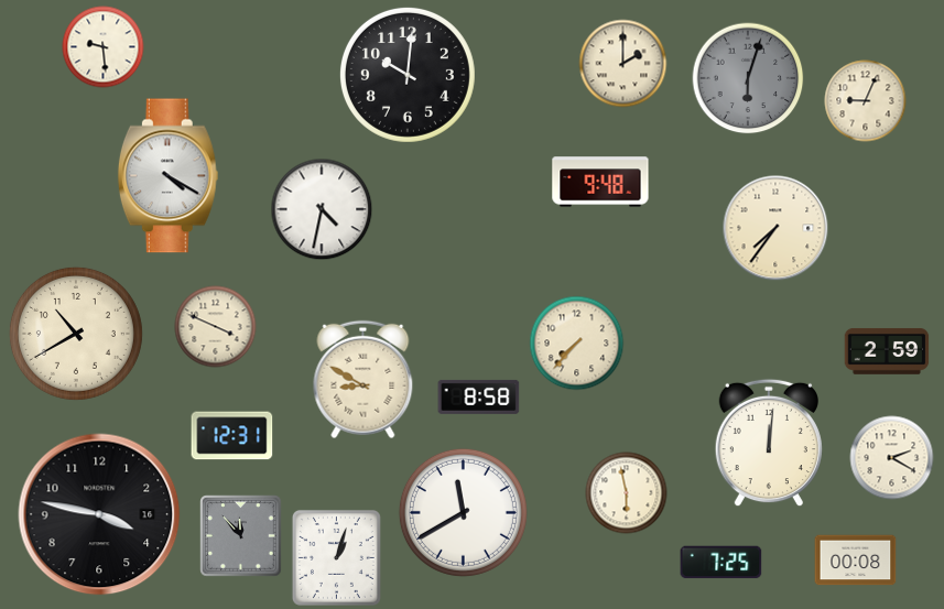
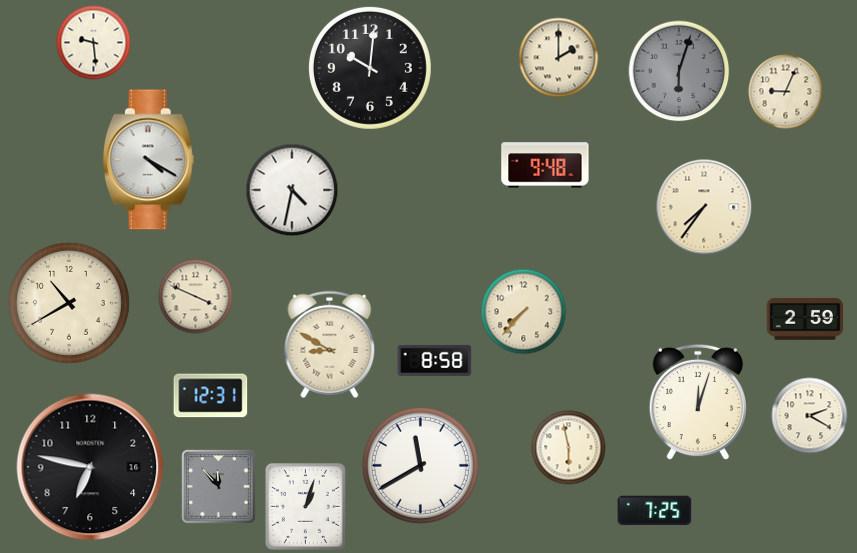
clock at (623, 64) position: (623, 64) -> (559, 58)
clock at (167, 176) position: (167, 176) -> (148, 160)
clock at (769, 443): 12:01 -> 12:03
clock at (99, 514): 3:47 -> 6:47
clock at (856, 561): 00:08 -> none
